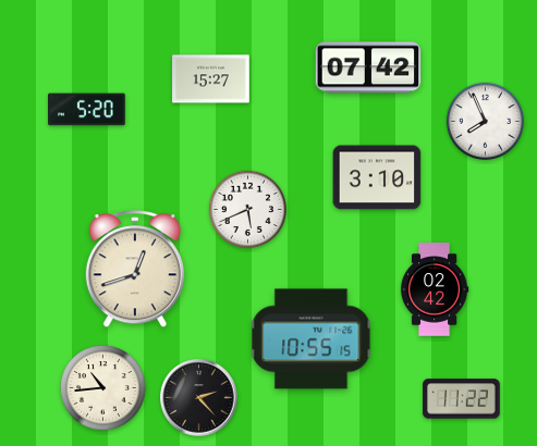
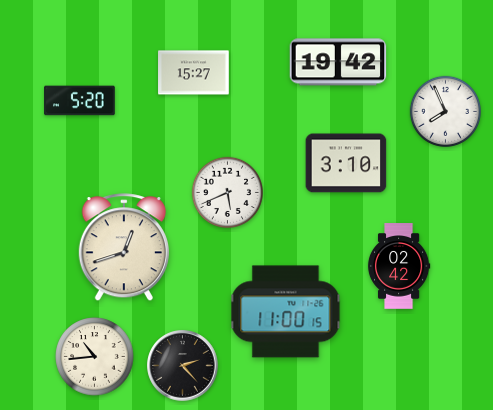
clock at (368, 67): 07:42 -> 19:42
clock at (312, 339): 10:55 -> 11:00
clock at (462, 399): 11:22 -> none
